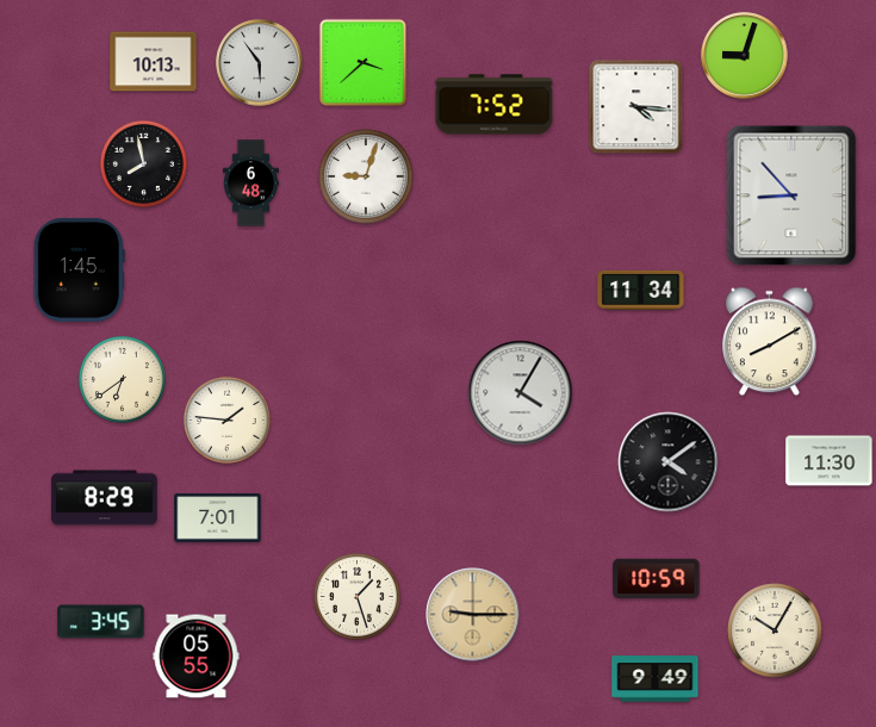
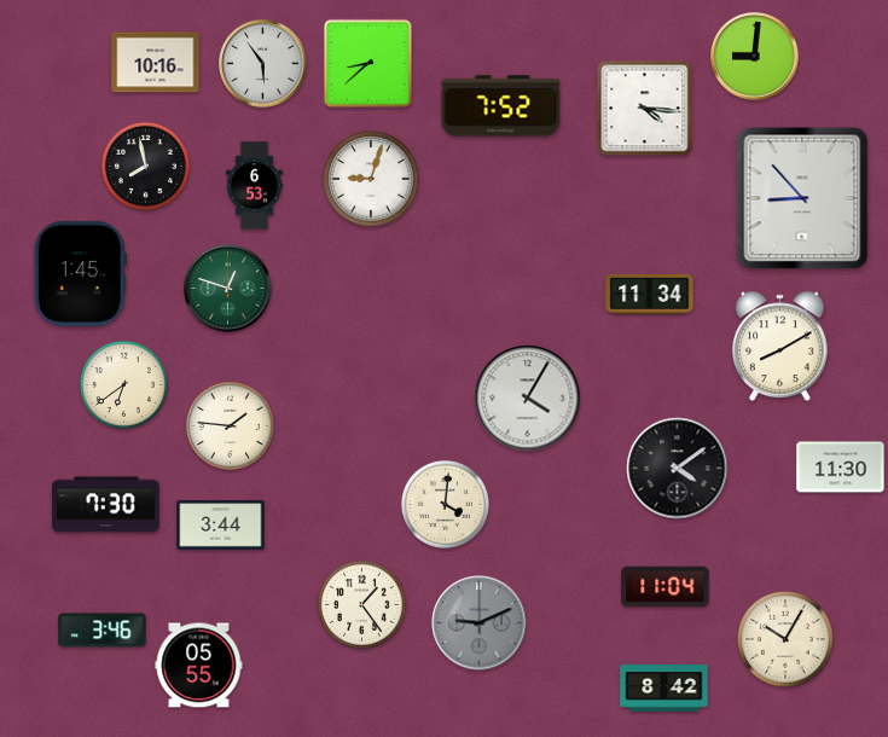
clock at (745, 56): 9:03 -> 9:01
clock at (154, 62): 10:13 -> 10:16
clock at (362, 62): 3:38 -> 8:38
clock at (250, 184): 6:48 -> 6:53
clock at (228, 289): none -> 12:48
clock at (445, 504): none -> 4:01
clock at (105, 498): 8:29 -> 7:30
clock at (218, 518): 7:01 -> 3:44
clock at (657, 579): 10:59 -> 11:04
clock at (356, 596): 1:27 -> 1:24
clock at (473, 615): 9:15 -> 9:11
clock at (473, 615) dial: champagne -> grey
clock at (101, 622): 3:45 -> 3:46
clock at (656, 679): 9:49 -> 8:42
